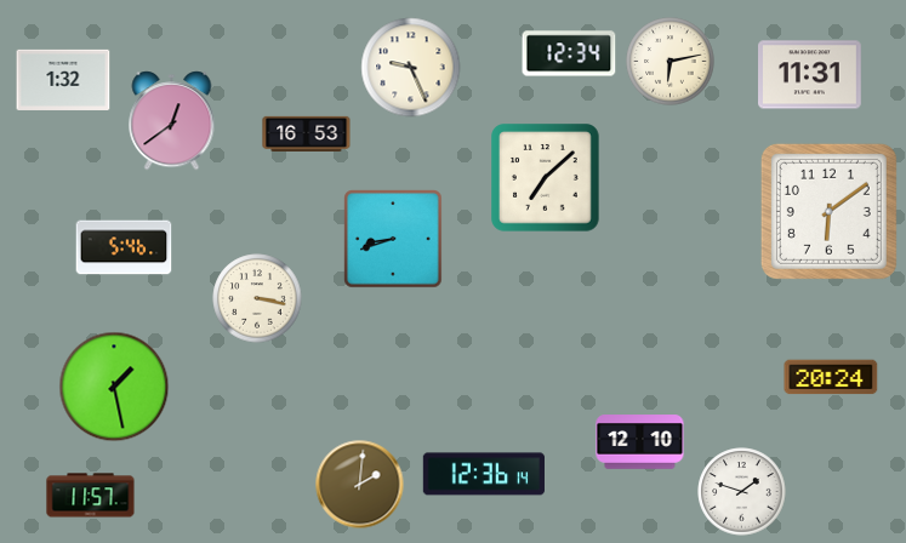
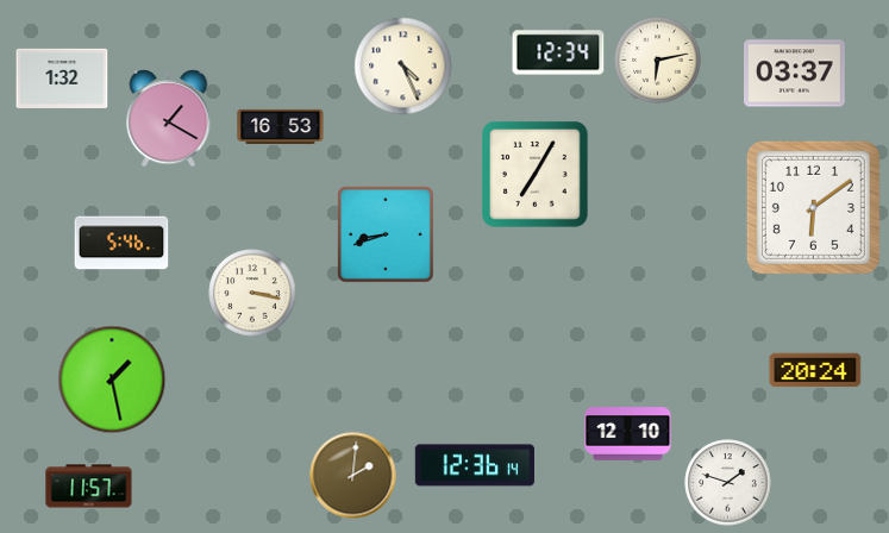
clock at (411, 68): 9:26 -> 4:26
clock at (810, 75): 11:31 -> 03:37
clock at (172, 121): 12:39 -> 1:20
clock at (307, 133) position: (307, 133) -> (281, 126)
clock at (546, 178): 7:08 -> 7:05
